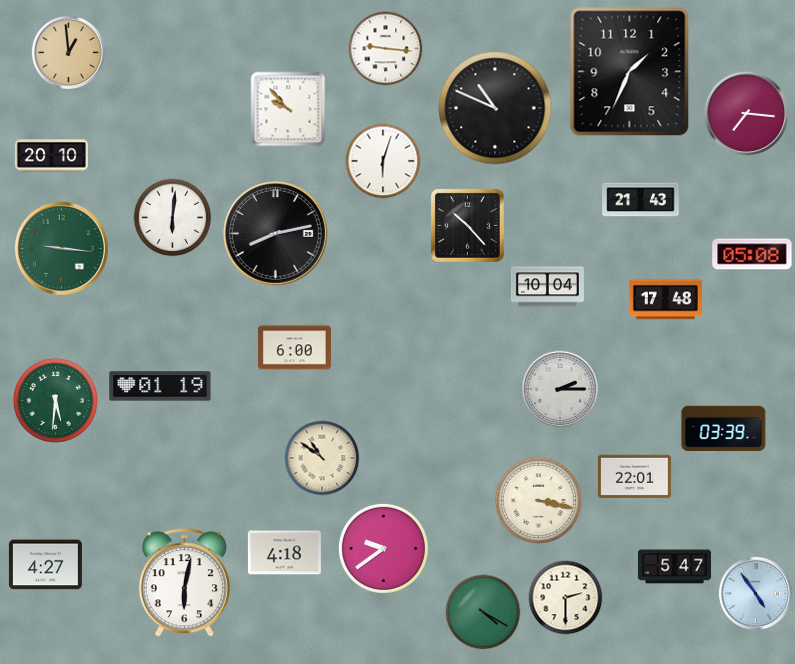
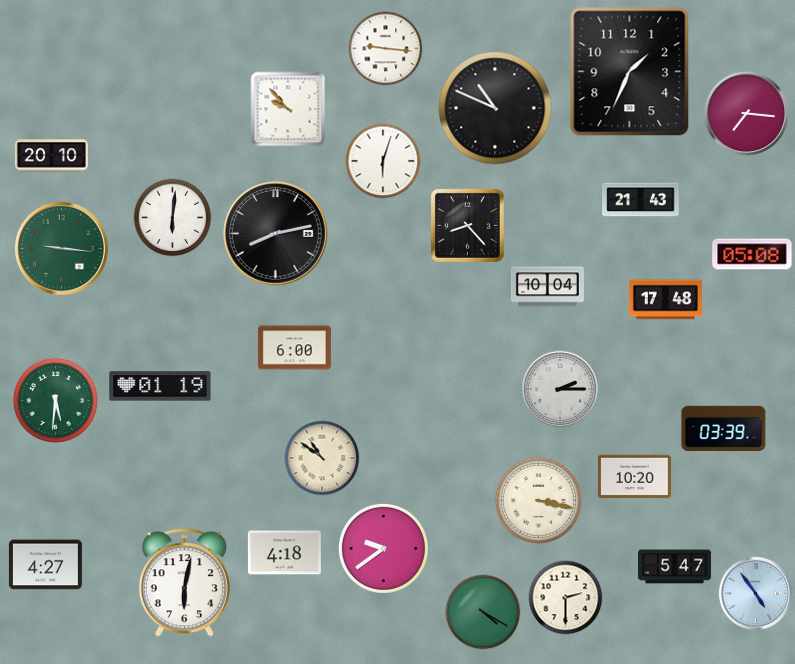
clock at (68, 52): 12:59 -> none
clock at (467, 225): 10:23 -> 8:23
clock at (634, 477): 22:01 -> 10:20
